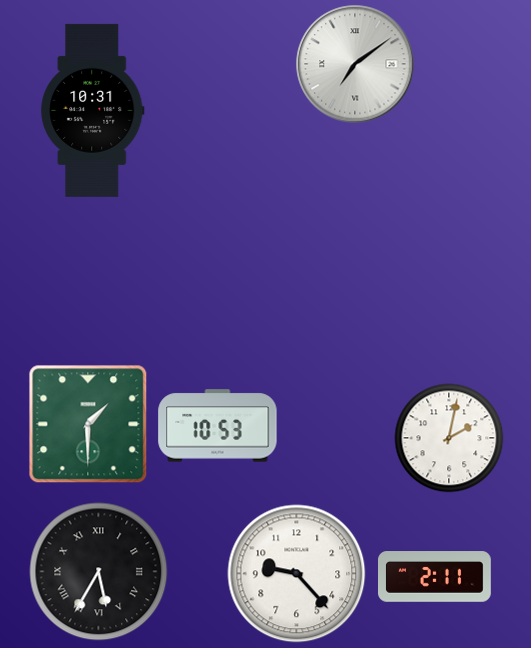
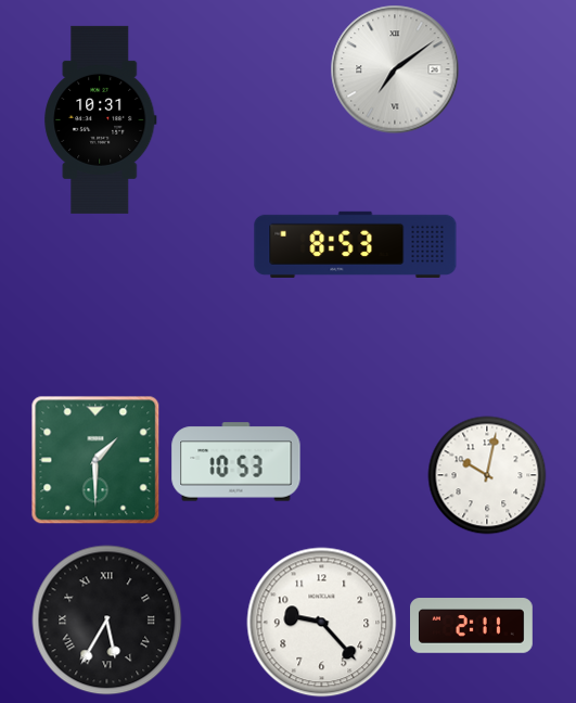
clock at (355, 64) position: (355, 64) -> (395, 69)
clock at (356, 244): none -> 8:53
clock at (449, 438): 2:02 -> 10:02
